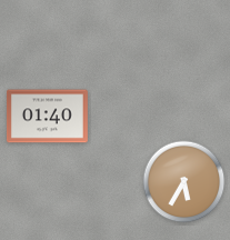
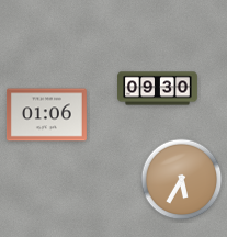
clock at (158, 89): none -> 09:30
clock at (47, 117): 01:40 -> 01:06
